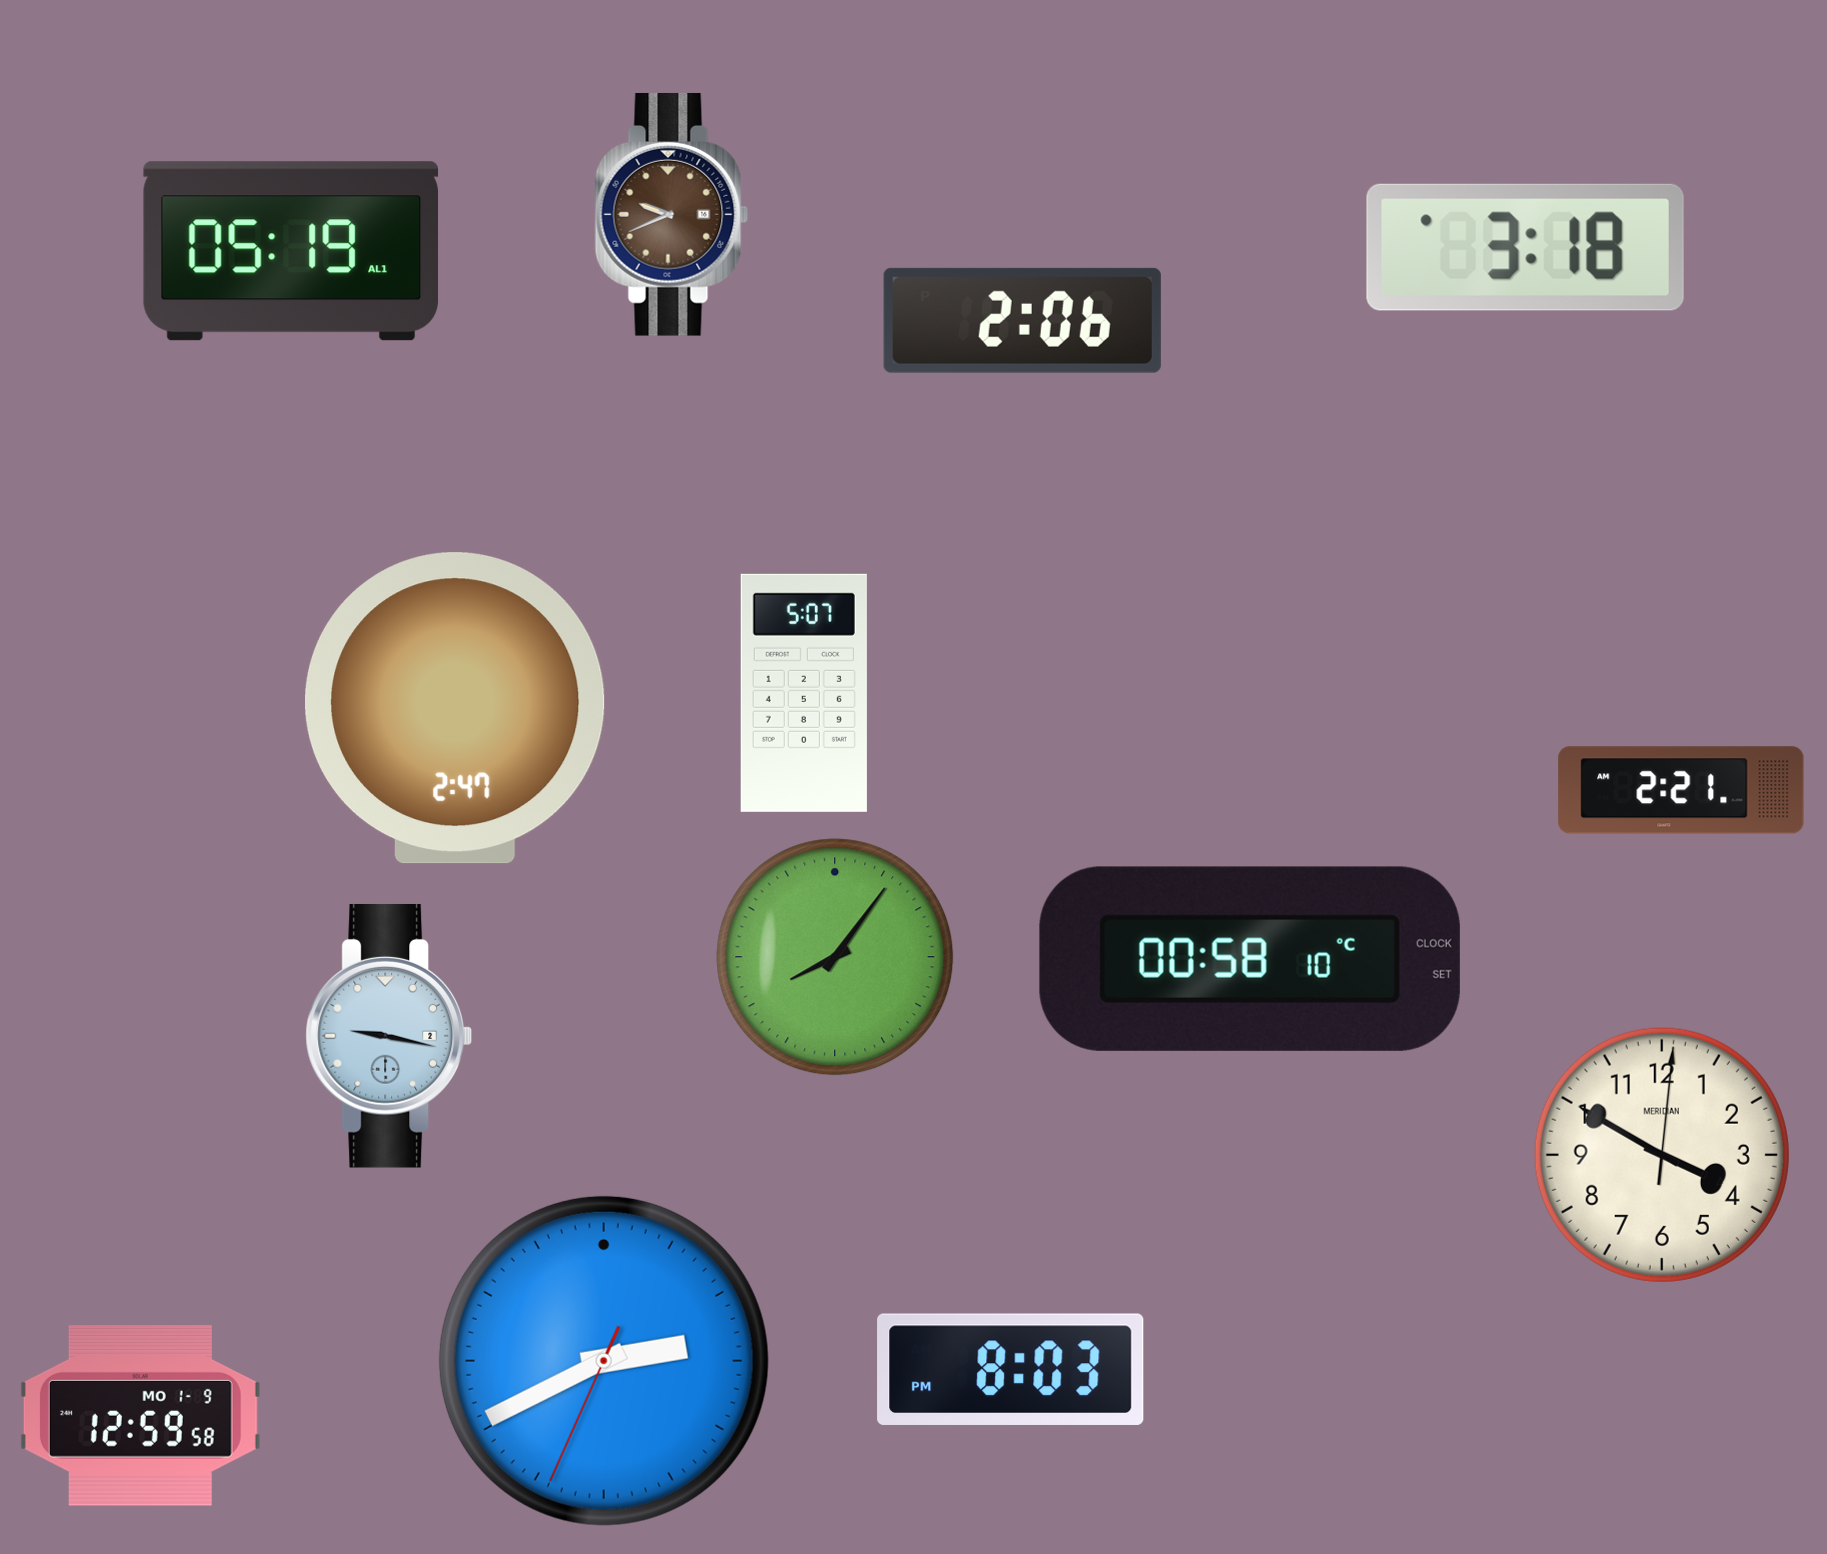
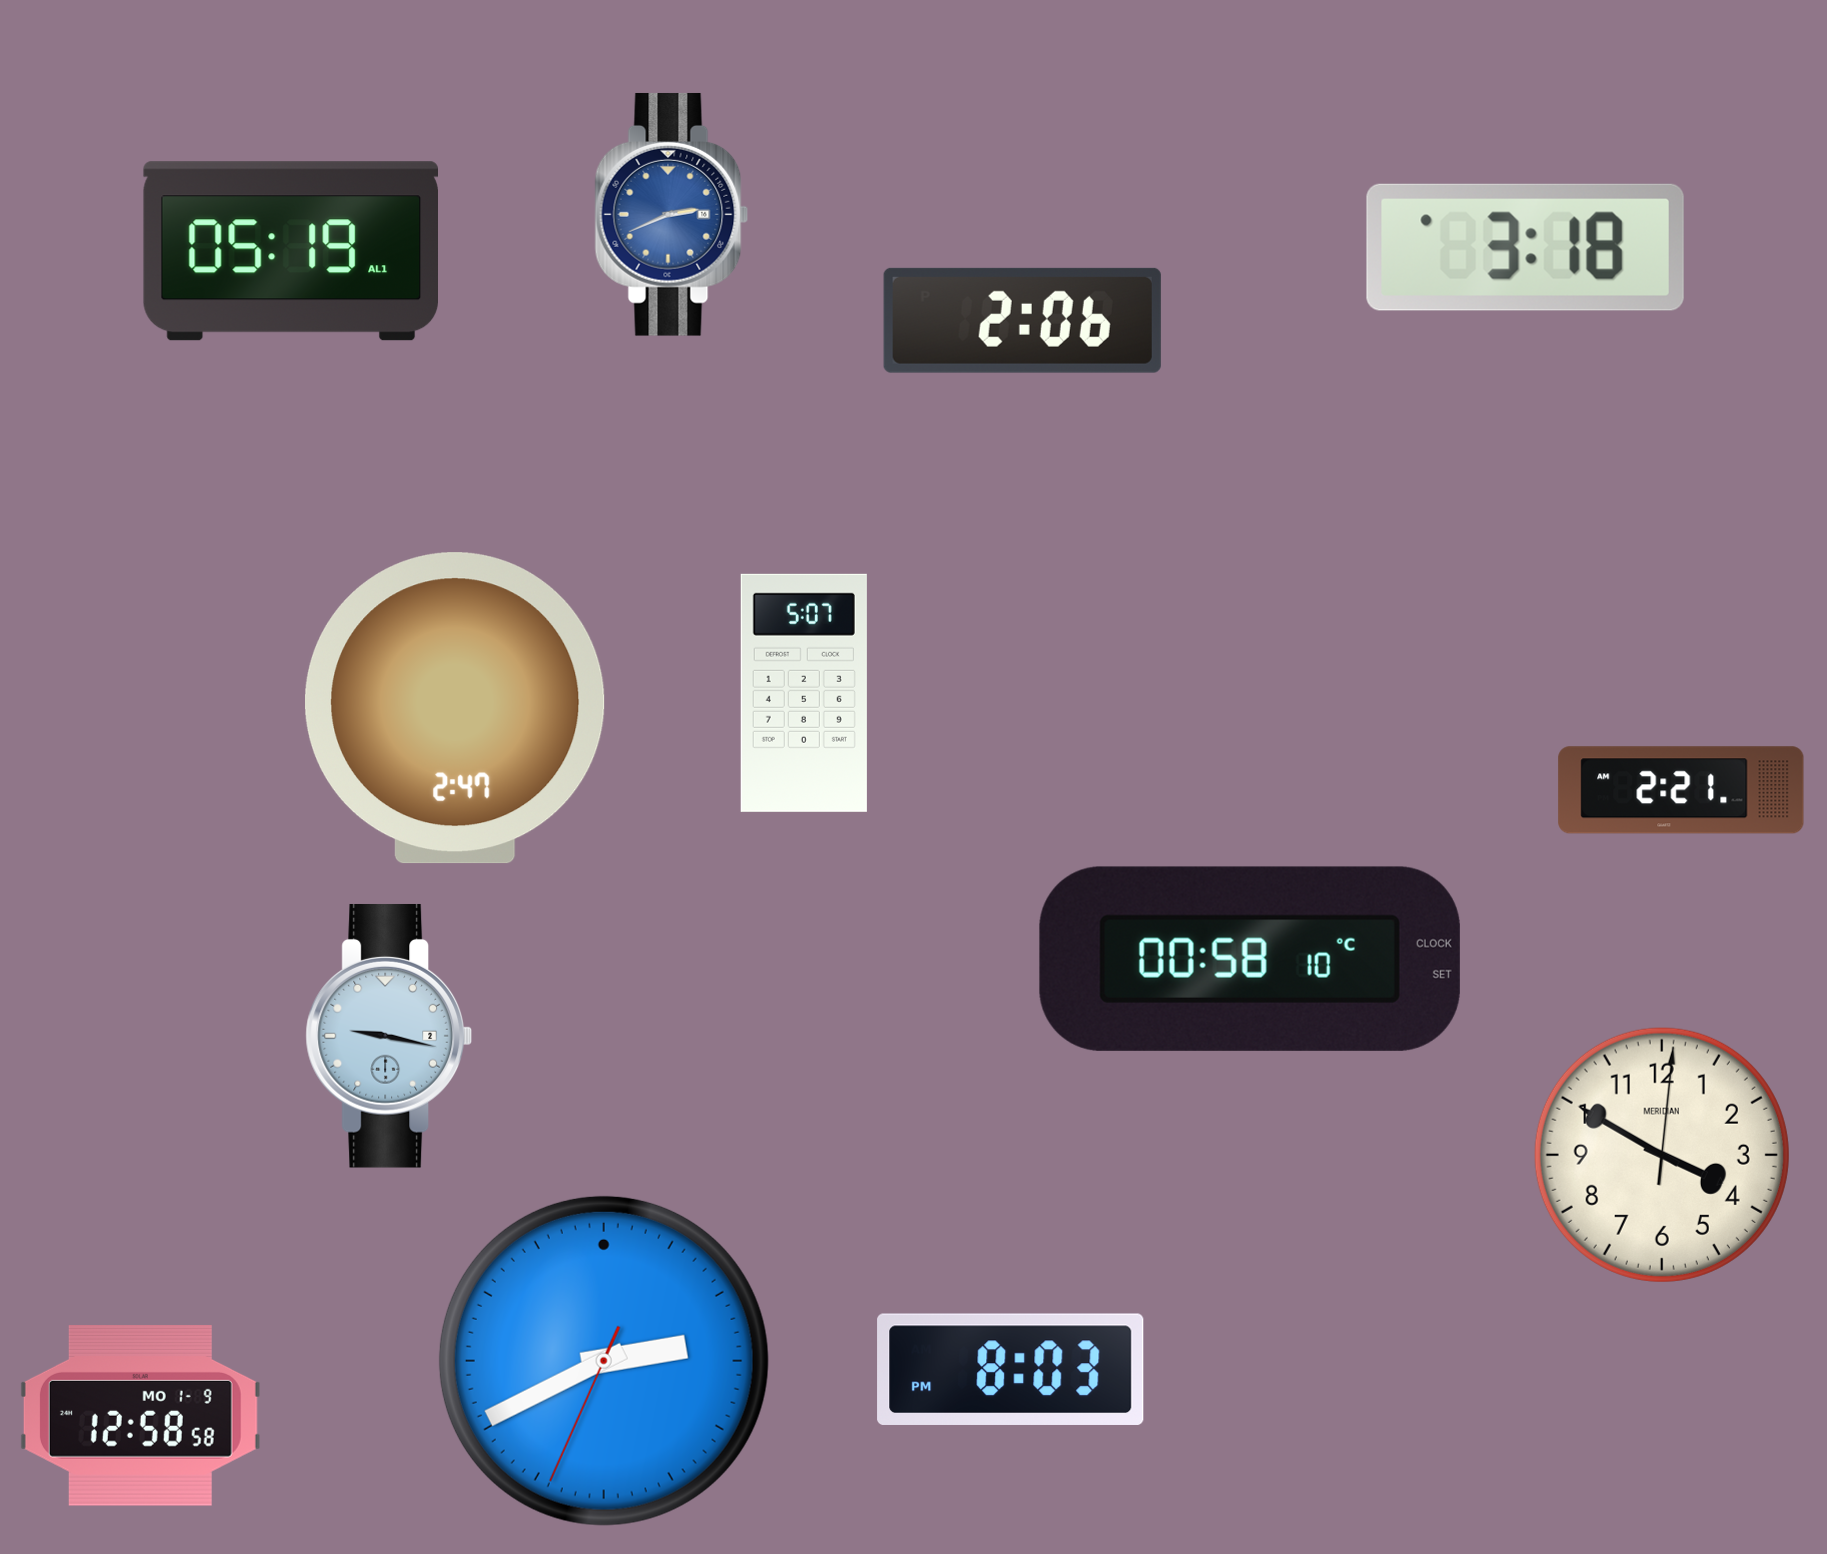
clock at (672, 214): 9:41 -> 2:41
clock at (672, 214) dial: brown -> blue
clock at (835, 957): 8:06 -> none
clock at (140, 1416): 12:59 -> 12:58
